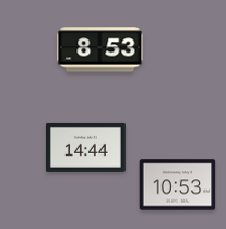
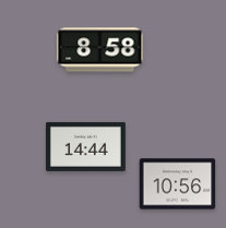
clock at (100, 50): 8:53 -> 8:58
clock at (178, 185): 10:53 -> 10:56
